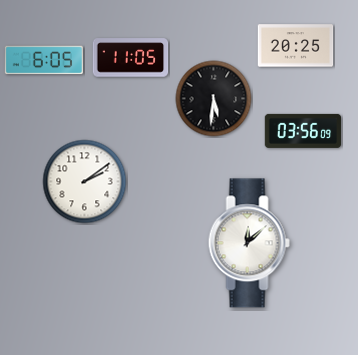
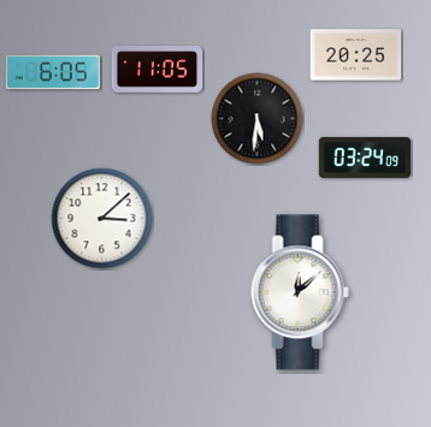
clock at (303, 131): 03:56 -> 03:24
clock at (85, 182): 2:09 -> 3:08
